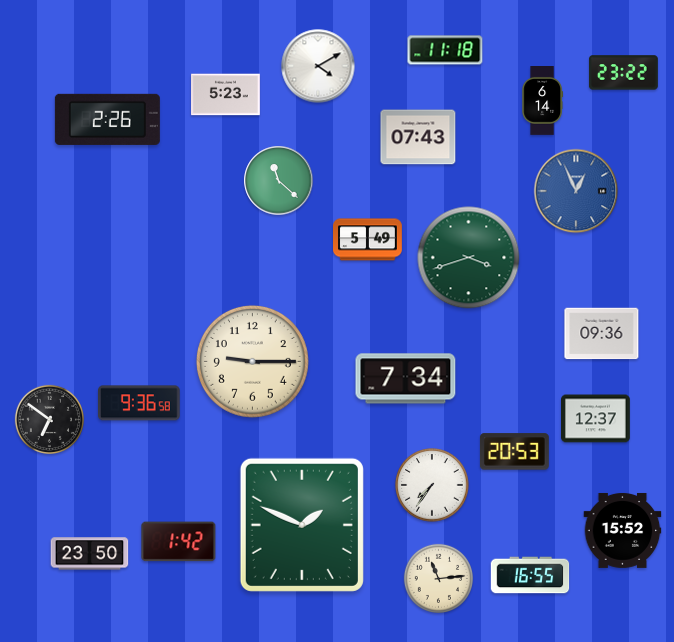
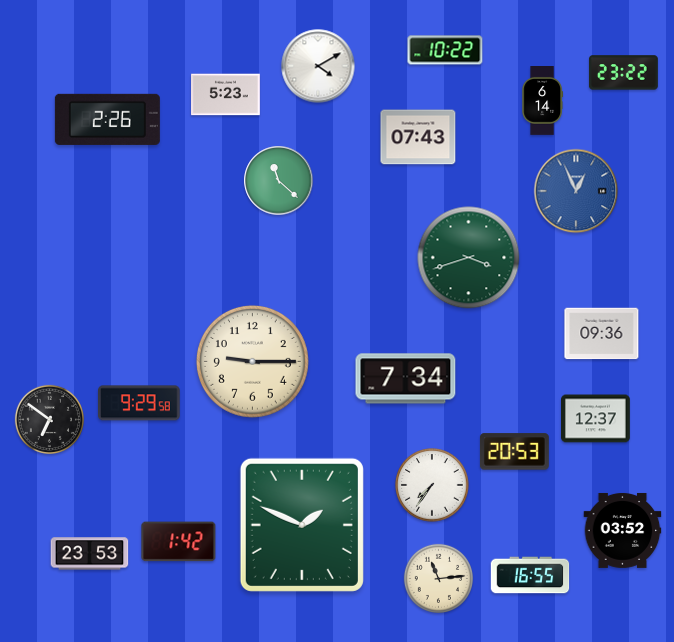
clock at (445, 50): 11:18 -> 10:22
clock at (368, 240): 5:49 -> none
clock at (140, 403): 9:36 -> 9:29
clock at (623, 530): 15:52 -> 03:52
clock at (90, 554): 23:50 -> 23:53
